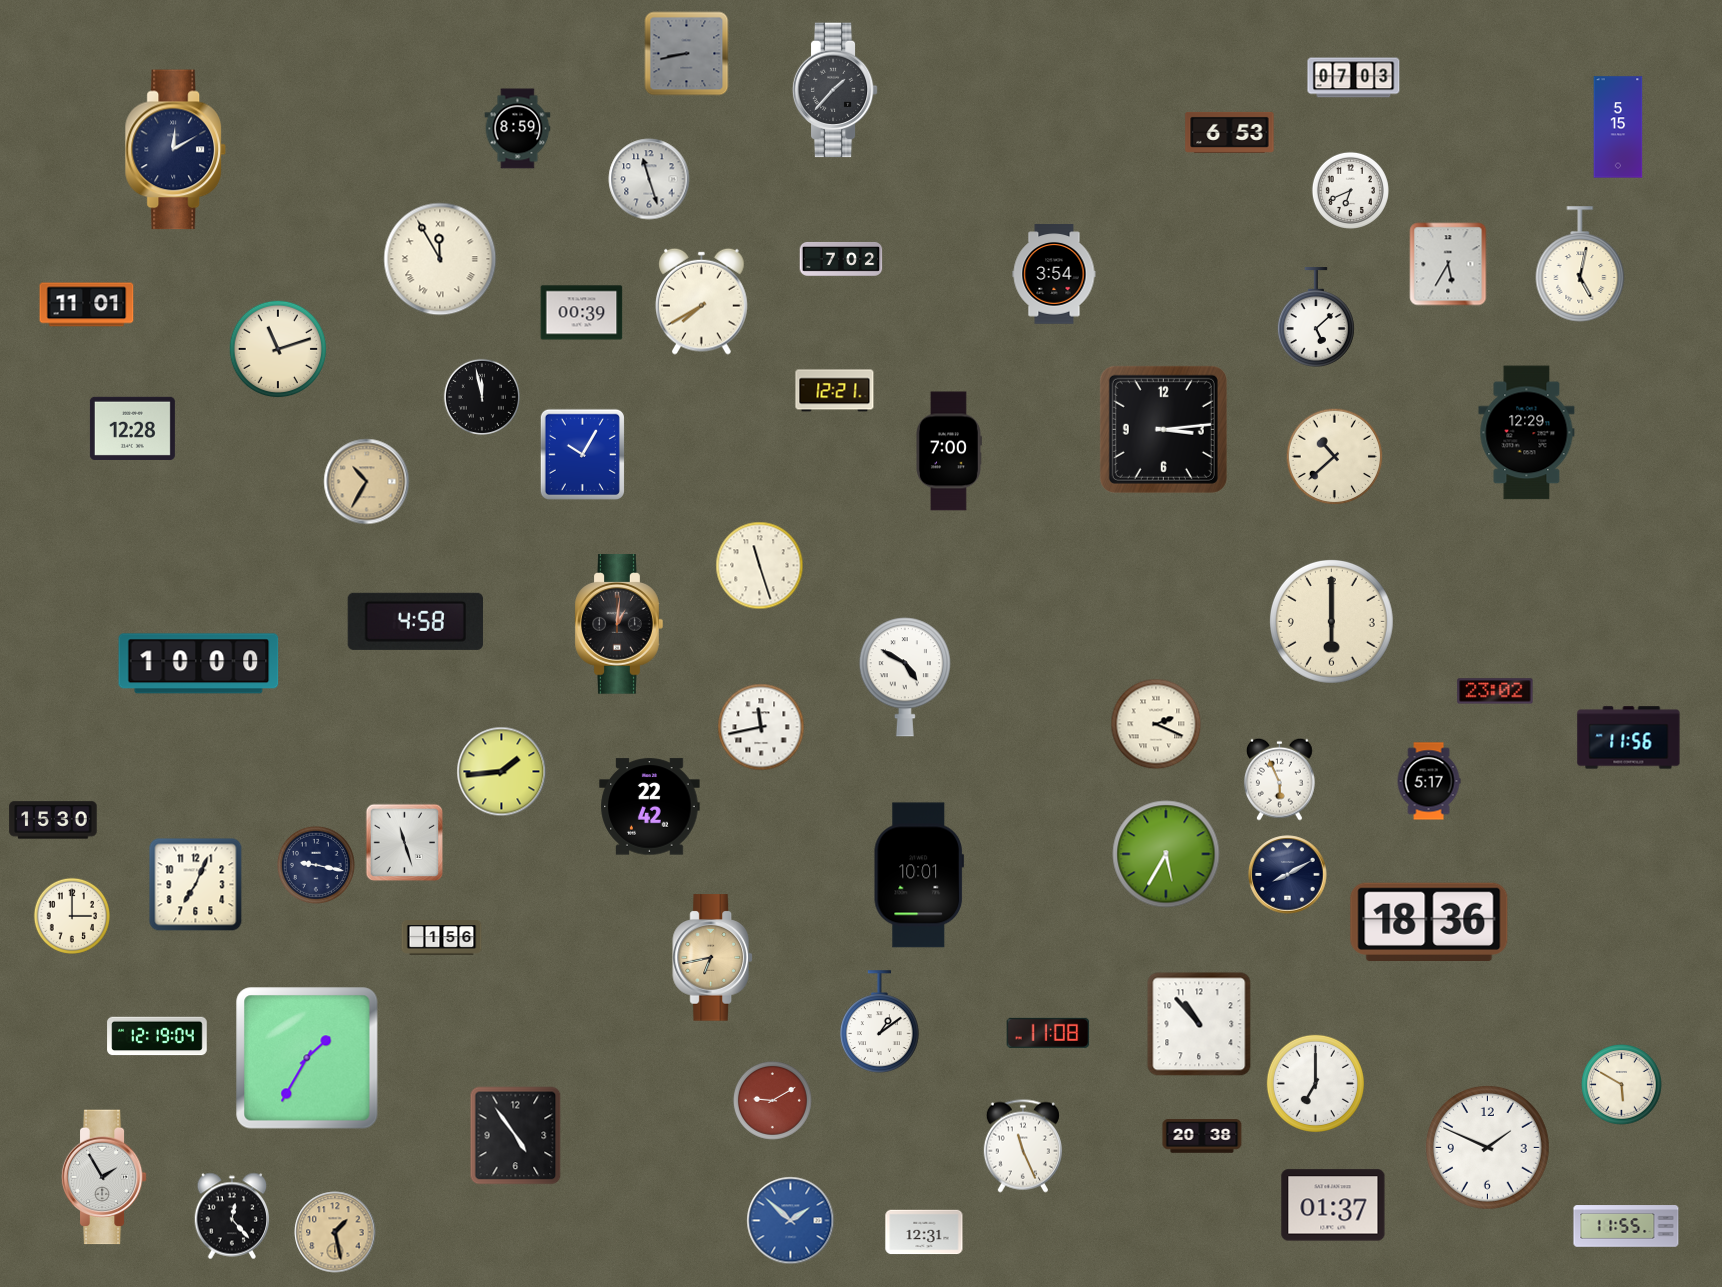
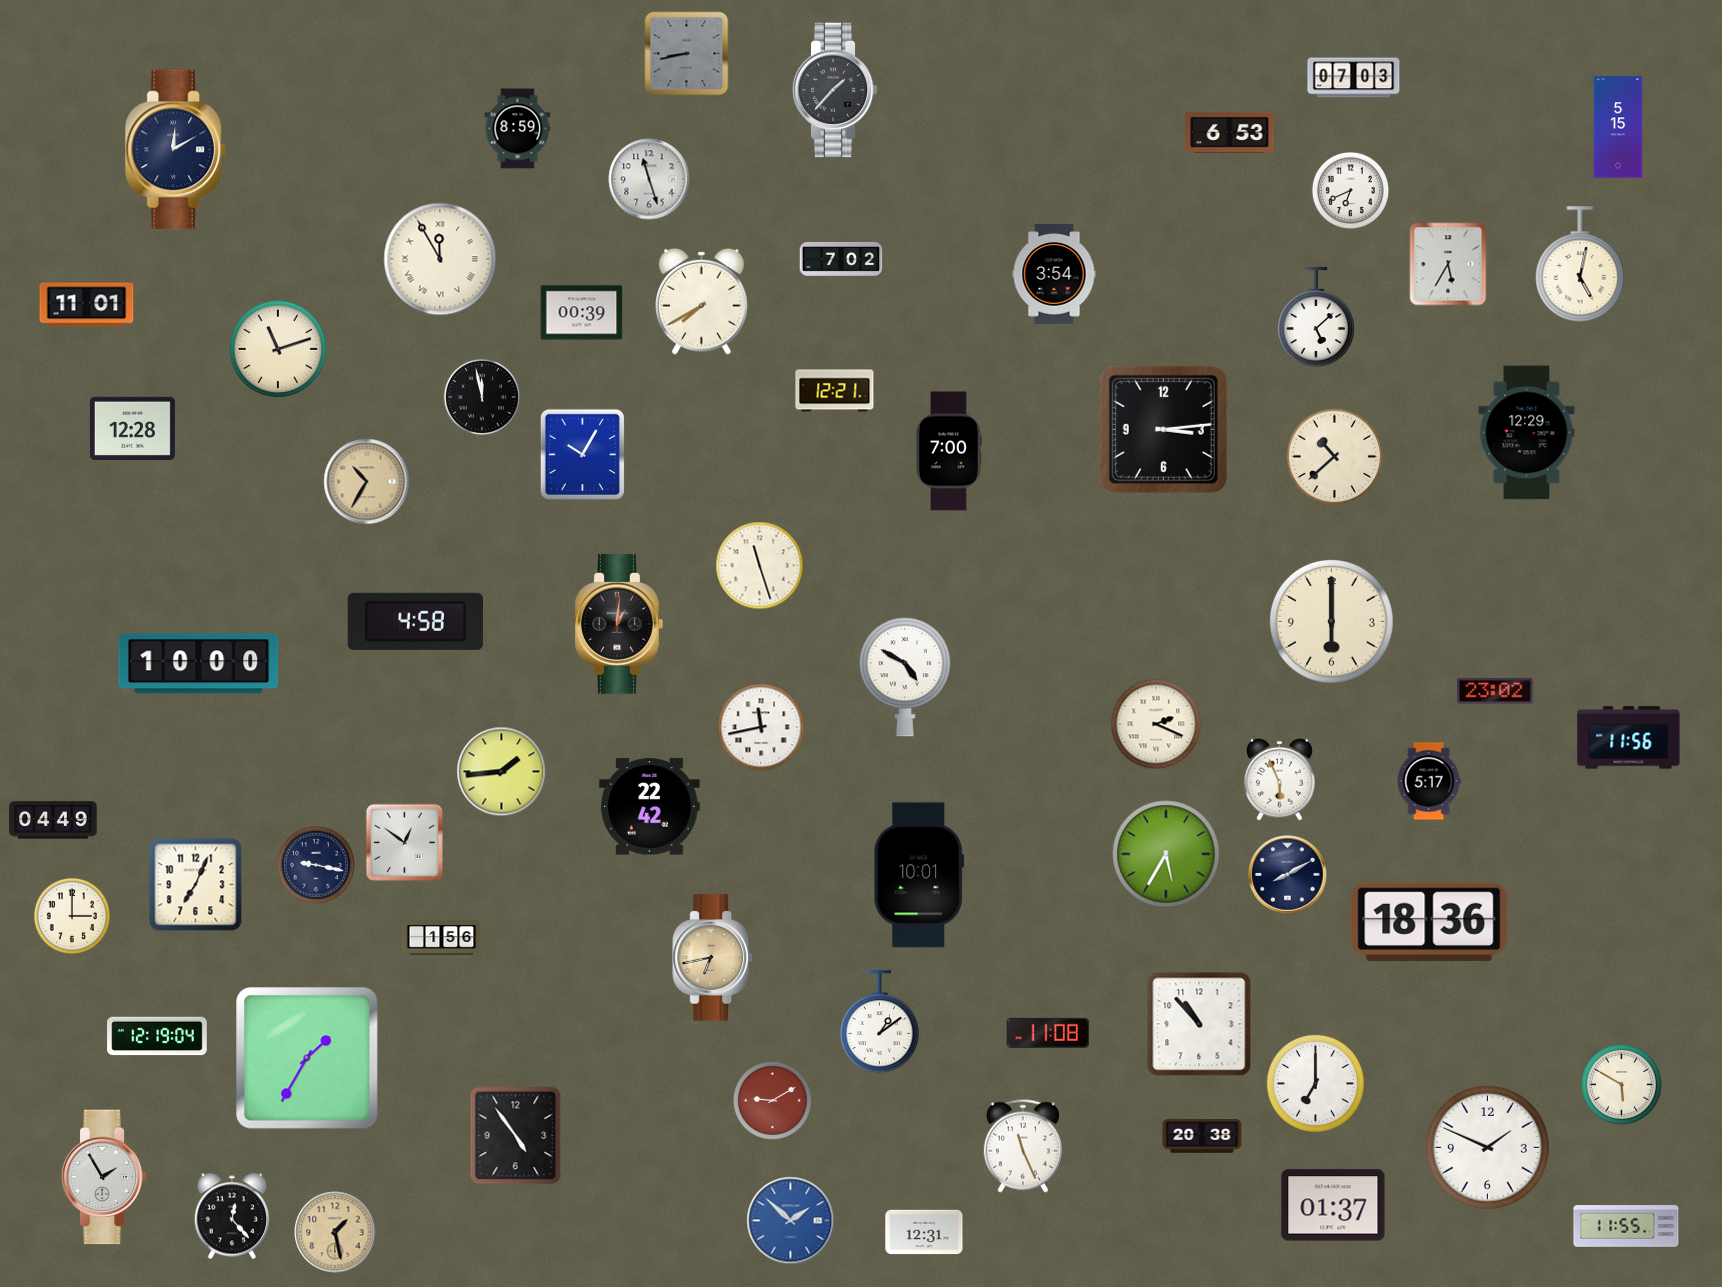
clock at (53, 820): 15:30 -> 04:49
clock at (405, 843): 11:27 -> 12:51
